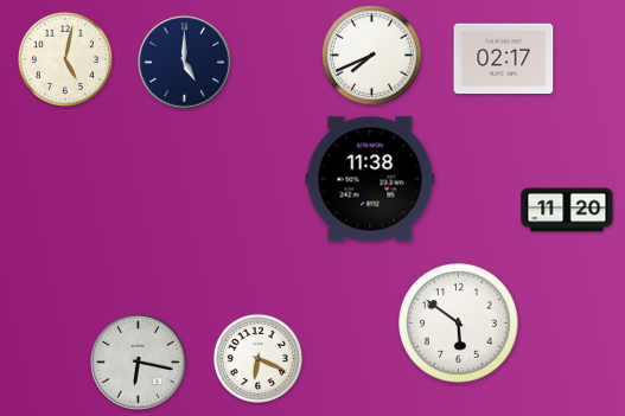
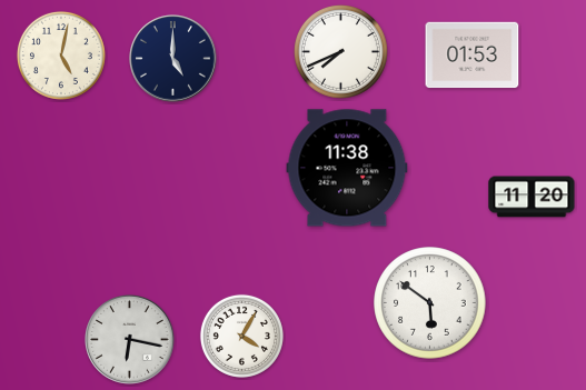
clock at (371, 55) position: (371, 55) -> (340, 51)
clock at (504, 59): 02:17 -> 01:53
clock at (257, 358): 6:19 -> 4:05
